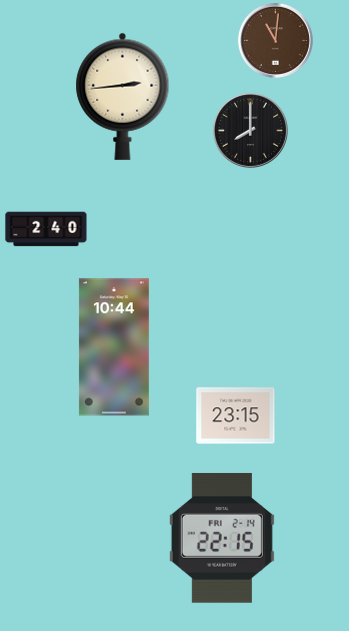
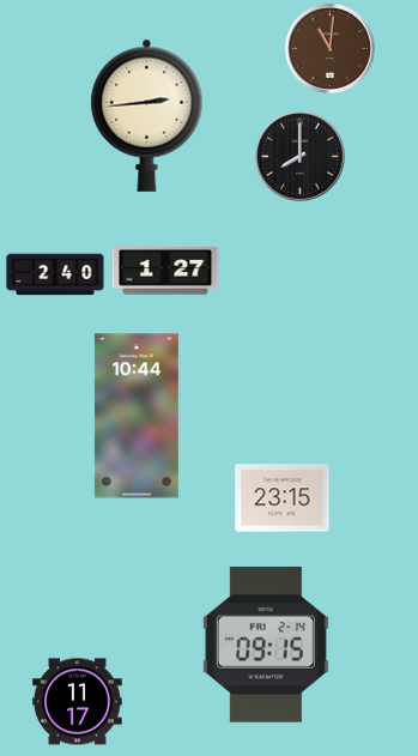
clock at (165, 271): none -> 1:27
clock at (222, 538): 22:15 -> 09:15
clock at (78, 702): none -> 11:17
